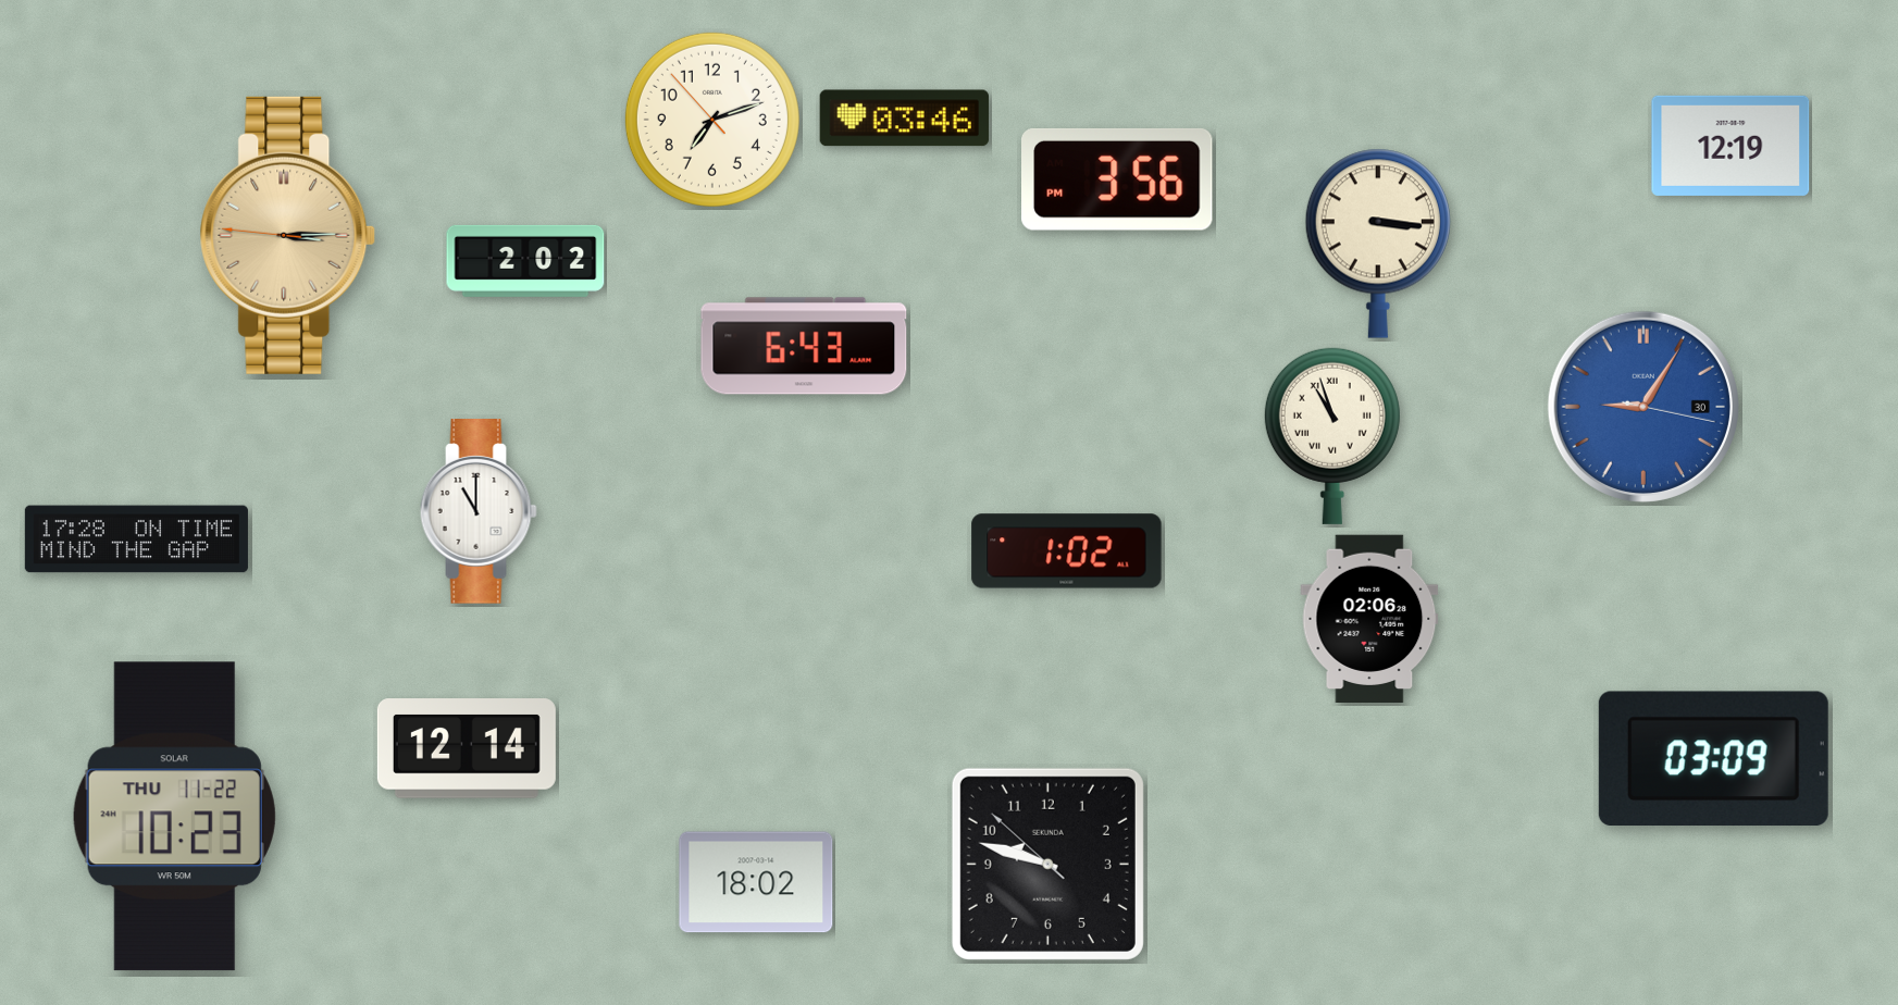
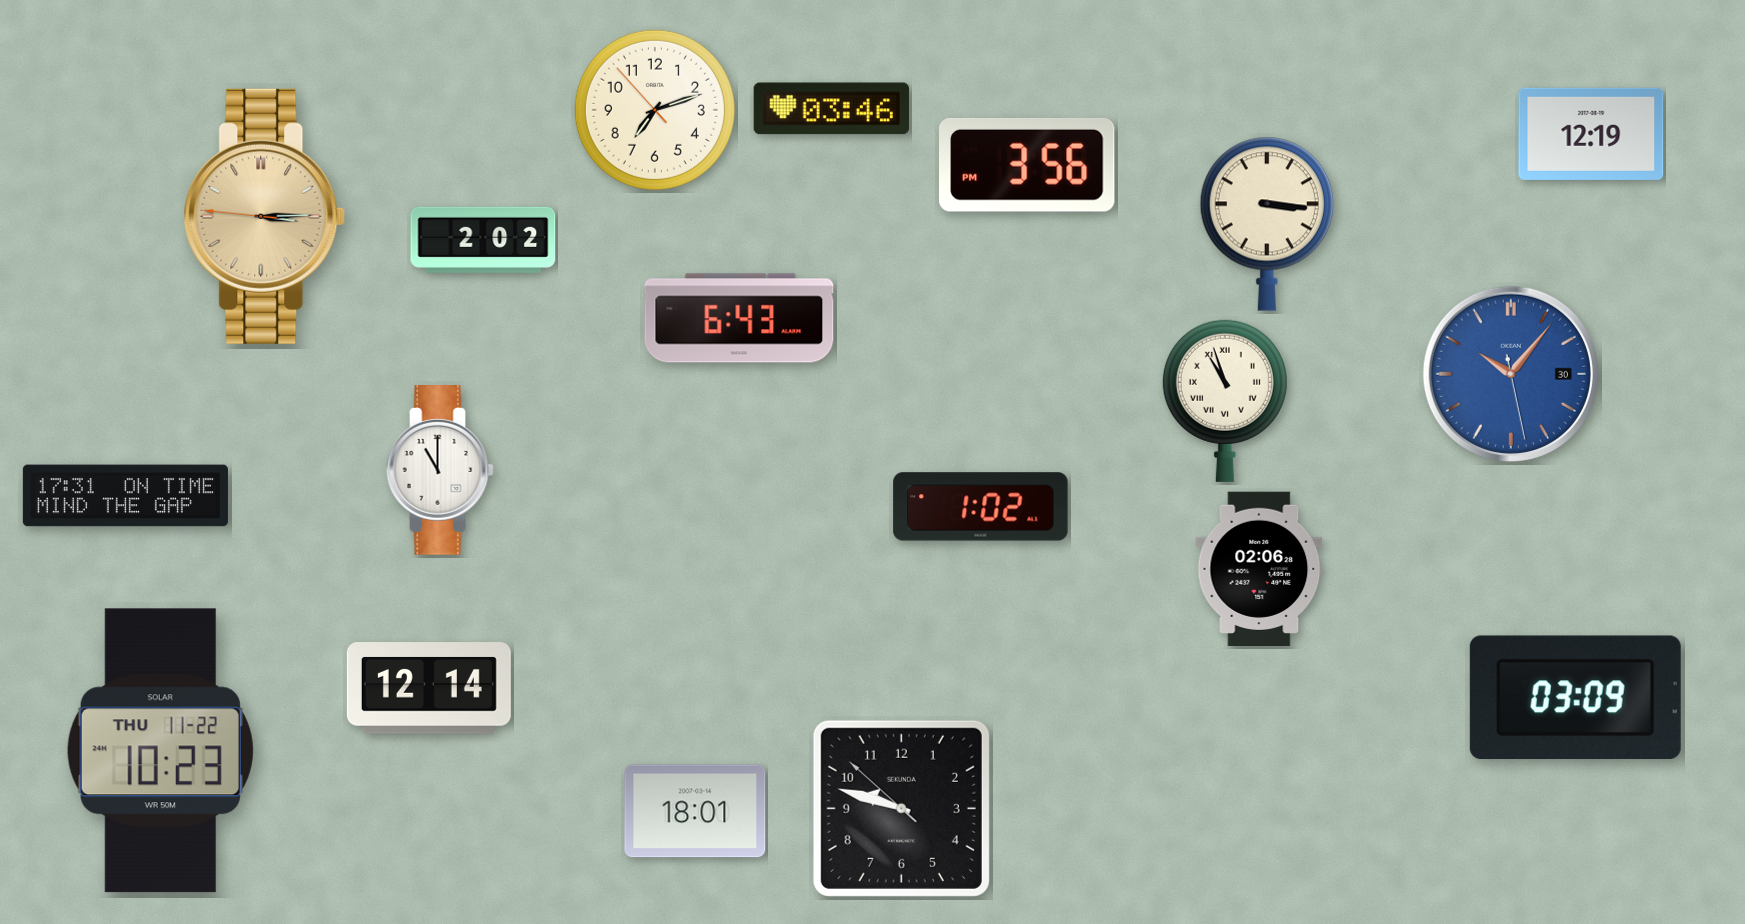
clock at (1643, 407): 9:05 -> 10:06
clock at (136, 539): 17:28 -> 17:31
clock at (1047, 864) position: (1047, 864) -> (901, 808)
clock at (756, 882): 18:02 -> 18:01
